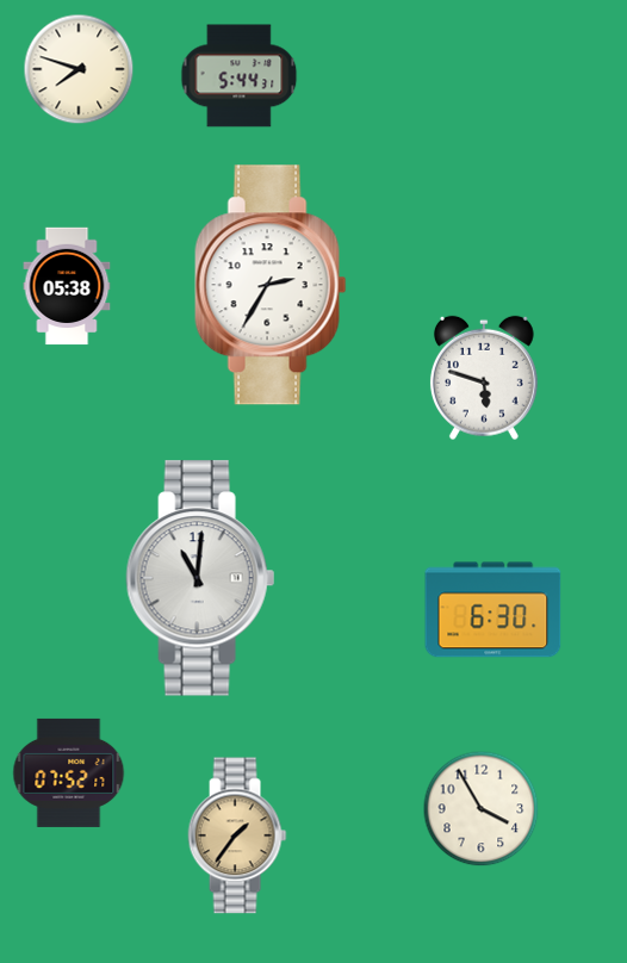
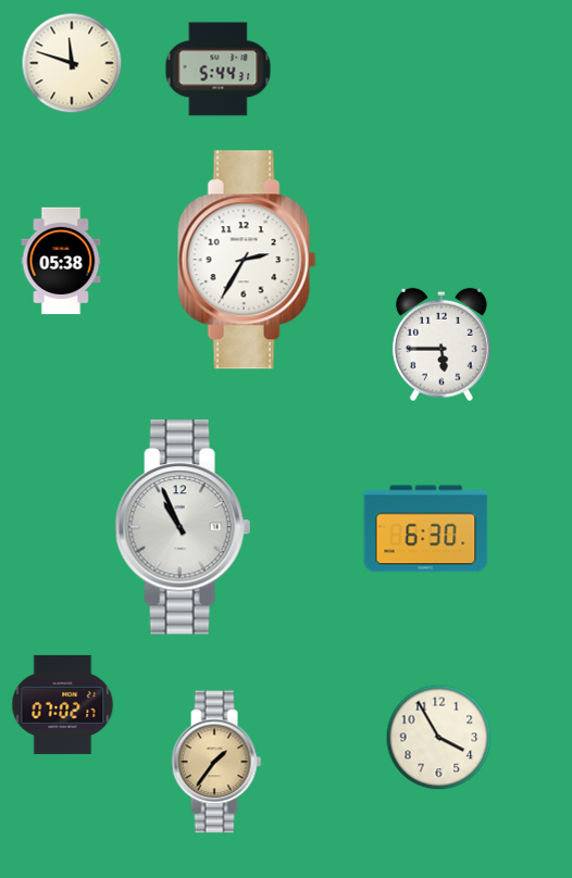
clock at (79, 69): 7:48 -> 11:48
clock at (484, 378): 5:48 -> 5:45
clock at (200, 578): 11:01 -> 10:56
clock at (493, 610) position: (493, 610) -> (426, 529)
clock at (69, 772): 07:52 -> 07:02
